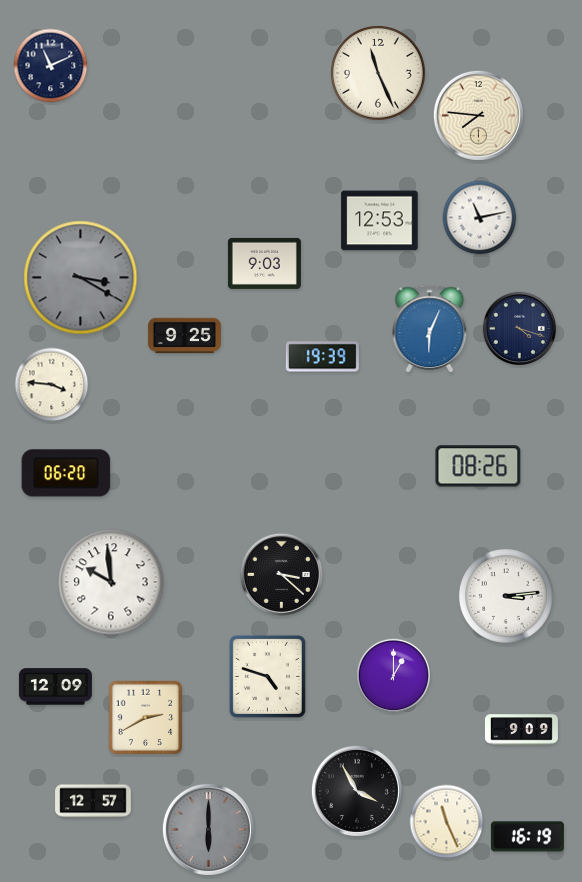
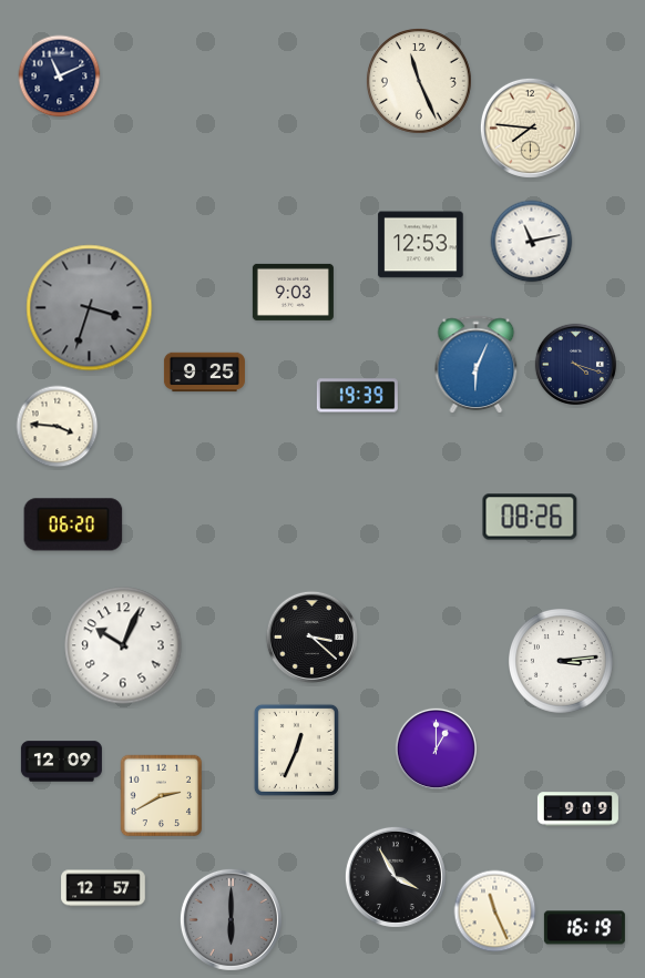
clock at (51, 66) position: (51, 66) -> (60, 77)
clock at (81, 278): 3:20 -> 3:33
clock at (111, 582): 9:59 -> 10:04
clock at (267, 676): 4:48 -> 12:34
